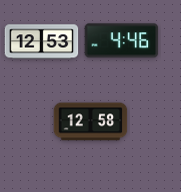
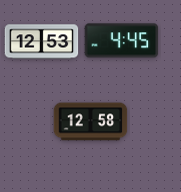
clock at (122, 41): 4:46 -> 4:45
